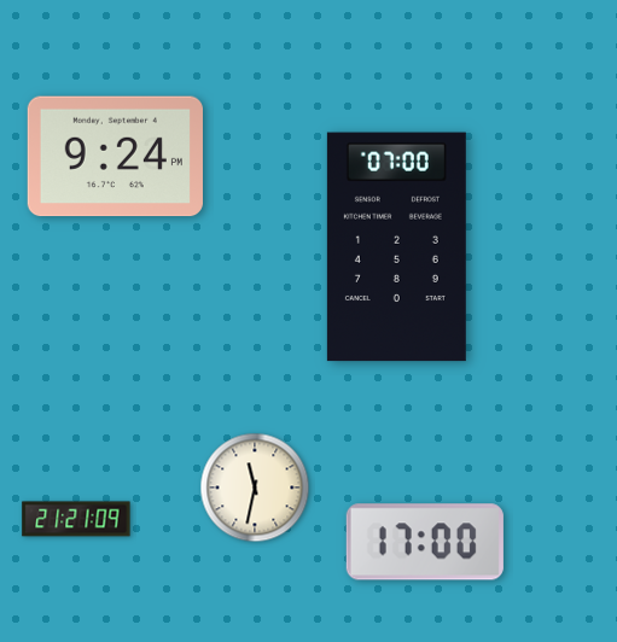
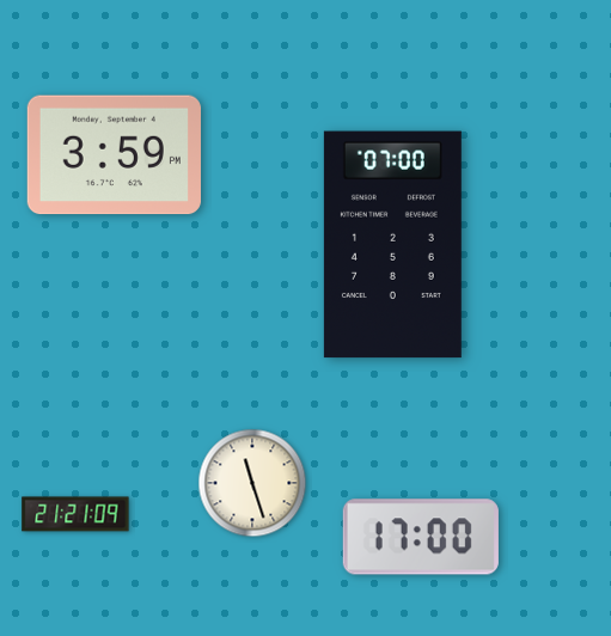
clock at (115, 157): 9:24 -> 3:59
clock at (255, 488): 11:32 -> 11:27
